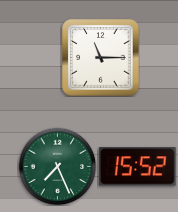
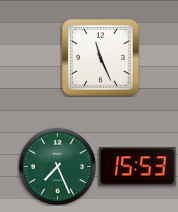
clock at (101, 58): 11:15 -> 11:26
clock at (138, 167): 15:52 -> 15:53
